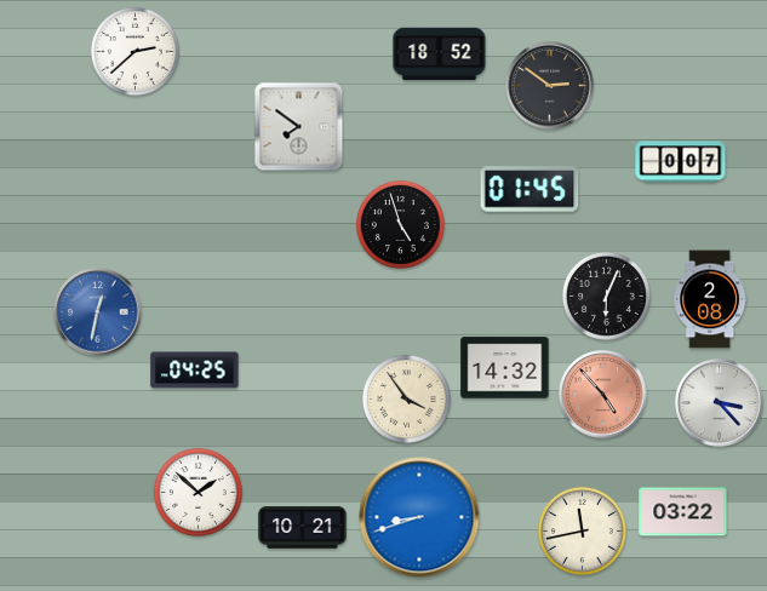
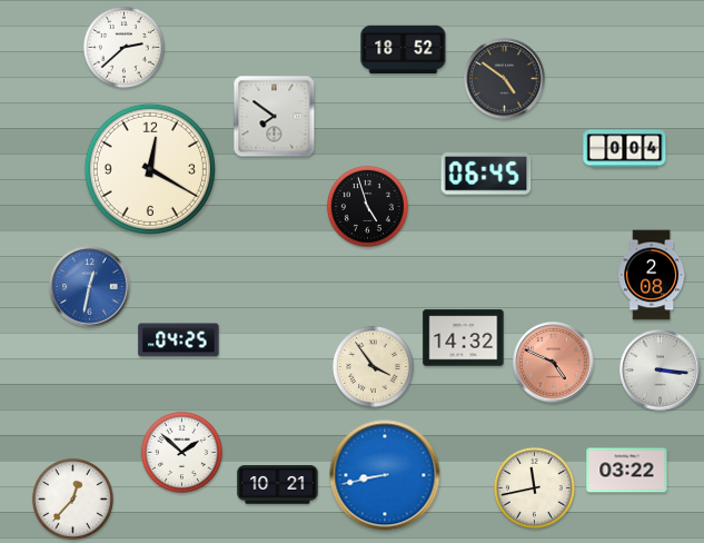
clock at (550, 86): 2:51 -> 4:51
clock at (681, 162): 0:07 -> 0:04
clock at (150, 169): none -> 12:20
clock at (530, 190): 01:45 -> 06:45
clock at (606, 295): 6:04 -> none
clock at (603, 395): 4:53 -> 4:49
clock at (720, 403): 3:23 -> 3:16
clock at (419, 517): 8:42 -> 8:43
clock at (72, 498): none -> 12:37
